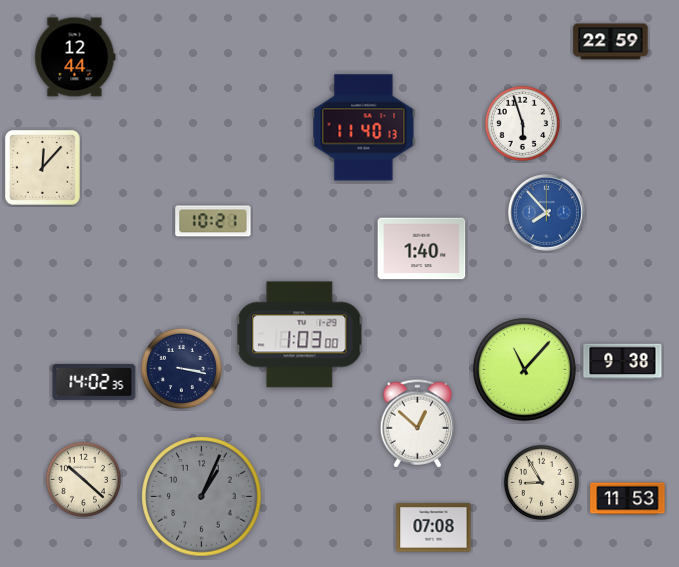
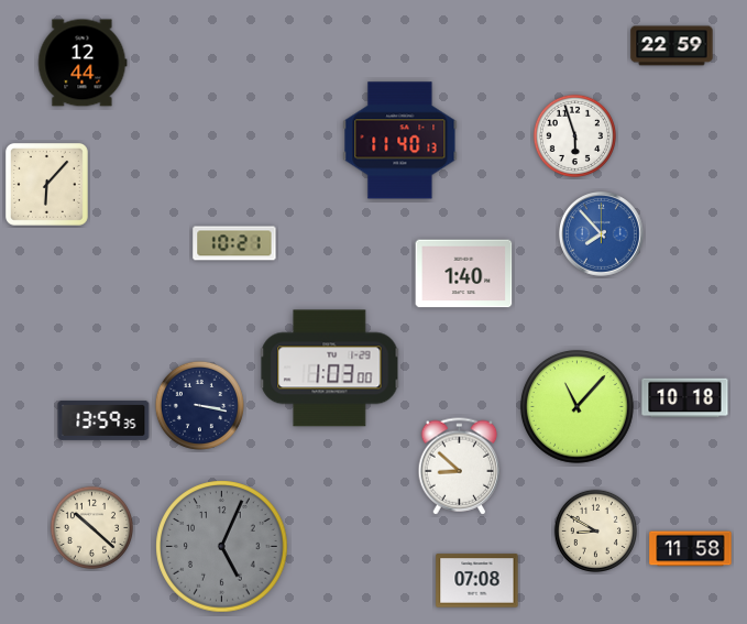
clock at (42, 167): 12:07 -> 6:07
clock at (623, 362): 9:38 -> 10:18
clock at (94, 382): 14:02 -> 13:59
clock at (418, 424): 12:52 -> 8:52
clock at (541, 482): 8:55 -> 8:50
clock at (202, 497): 1:04 -> 5:04
clock at (628, 499): 11:53 -> 11:58
